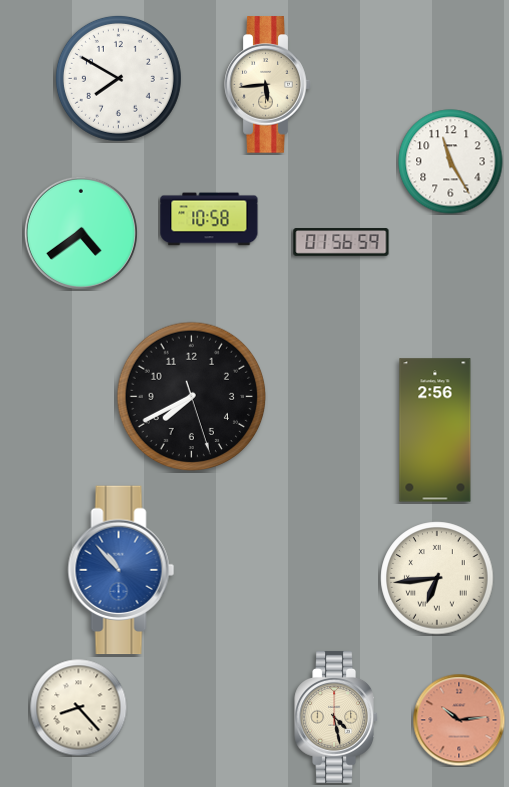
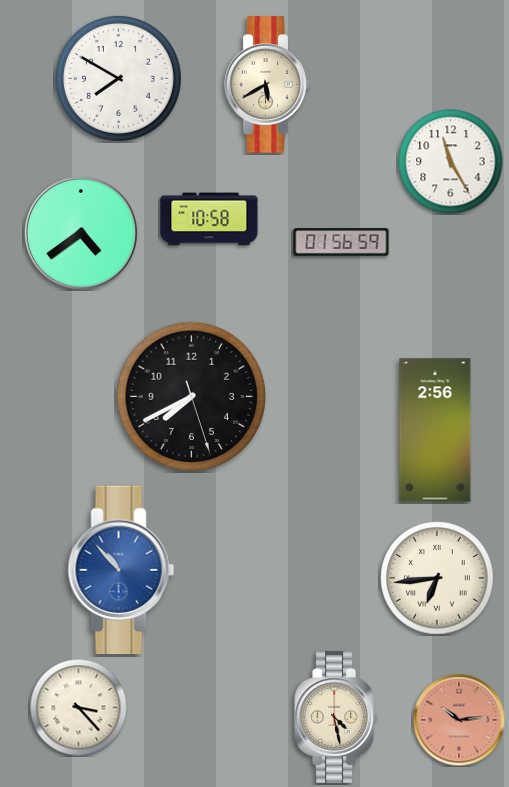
clock at (268, 85): 5:44 -> 5:40
clock at (78, 707): 8:23 -> 3:23
